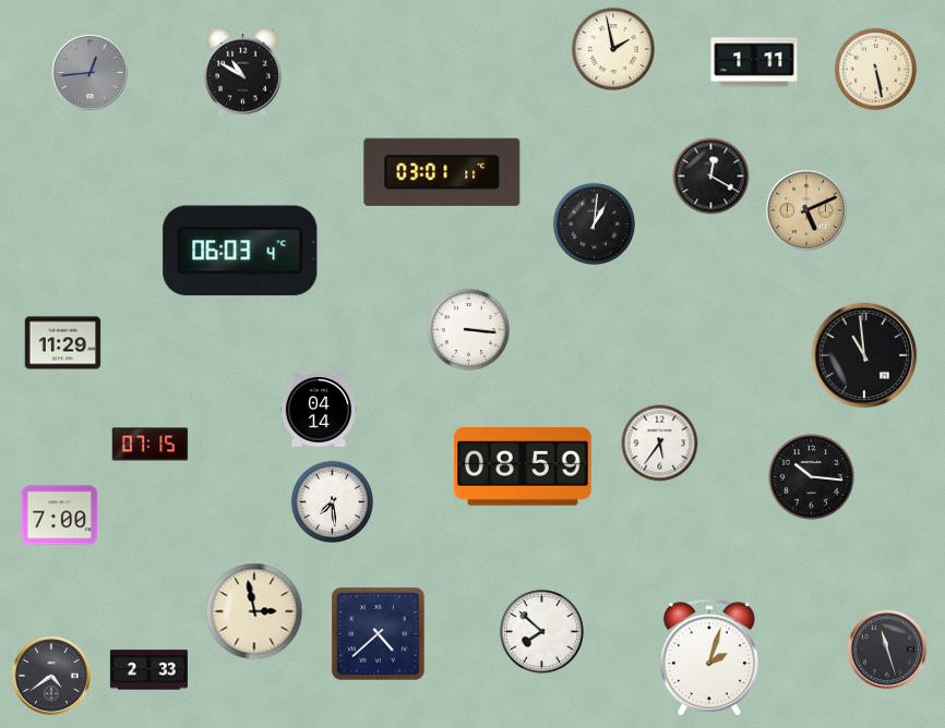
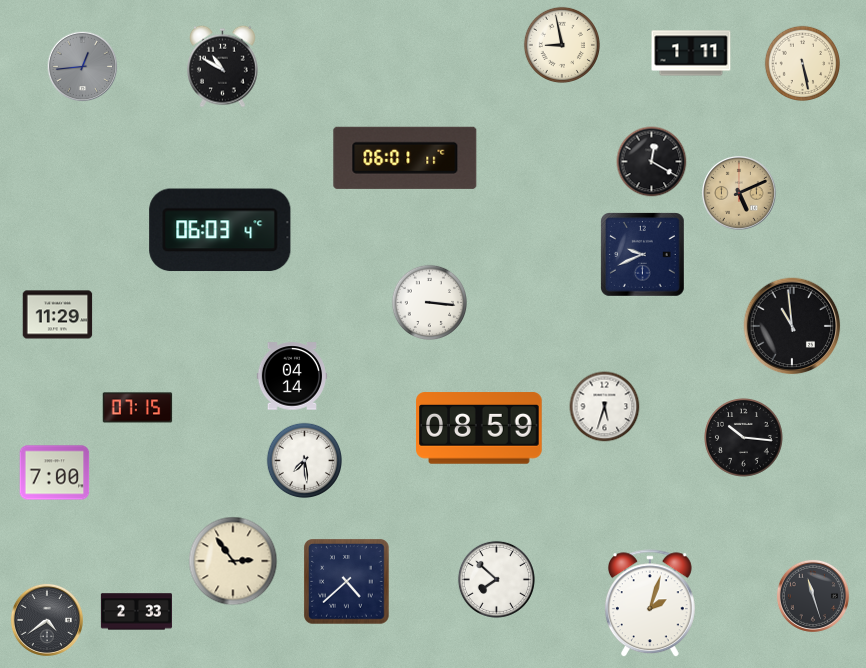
clock at (613, 49): 1:58 -> 8:58
clock at (754, 62) position: (754, 62) -> (691, 53)
clock at (442, 172): 03:01 -> 06:01
clock at (594, 223): 1:01 -> none
clock at (643, 255): none -> 9:41
clock at (660, 444): 5:36 -> 5:33
clock at (254, 611): 2:58 -> 2:54
clock at (148, 670) position: (148, 670) -> (136, 612)
